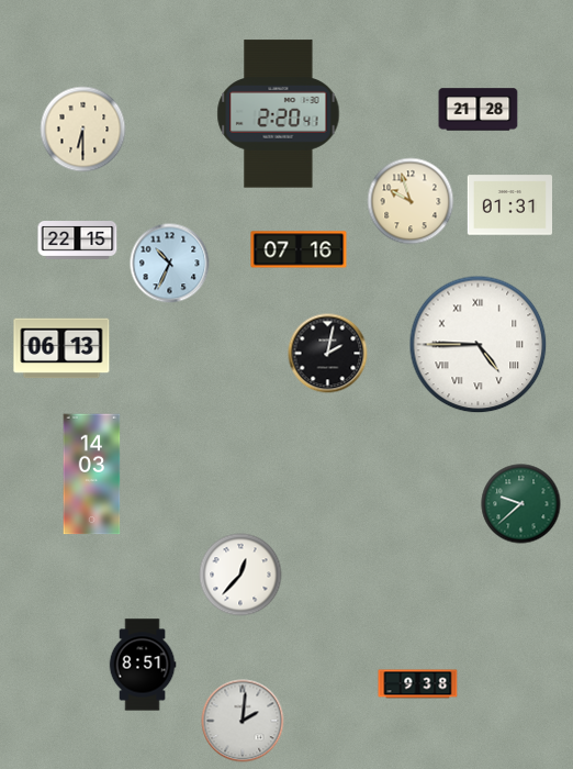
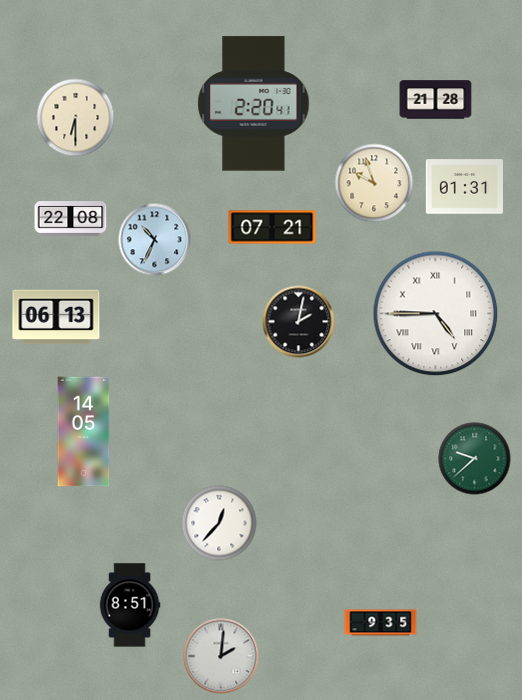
clock at (78, 241): 22:15 -> 22:08
clock at (299, 249): 07:16 -> 07:21
clock at (92, 475): 14:03 -> 14:05
clock at (418, 684): 9:38 -> 9:35
